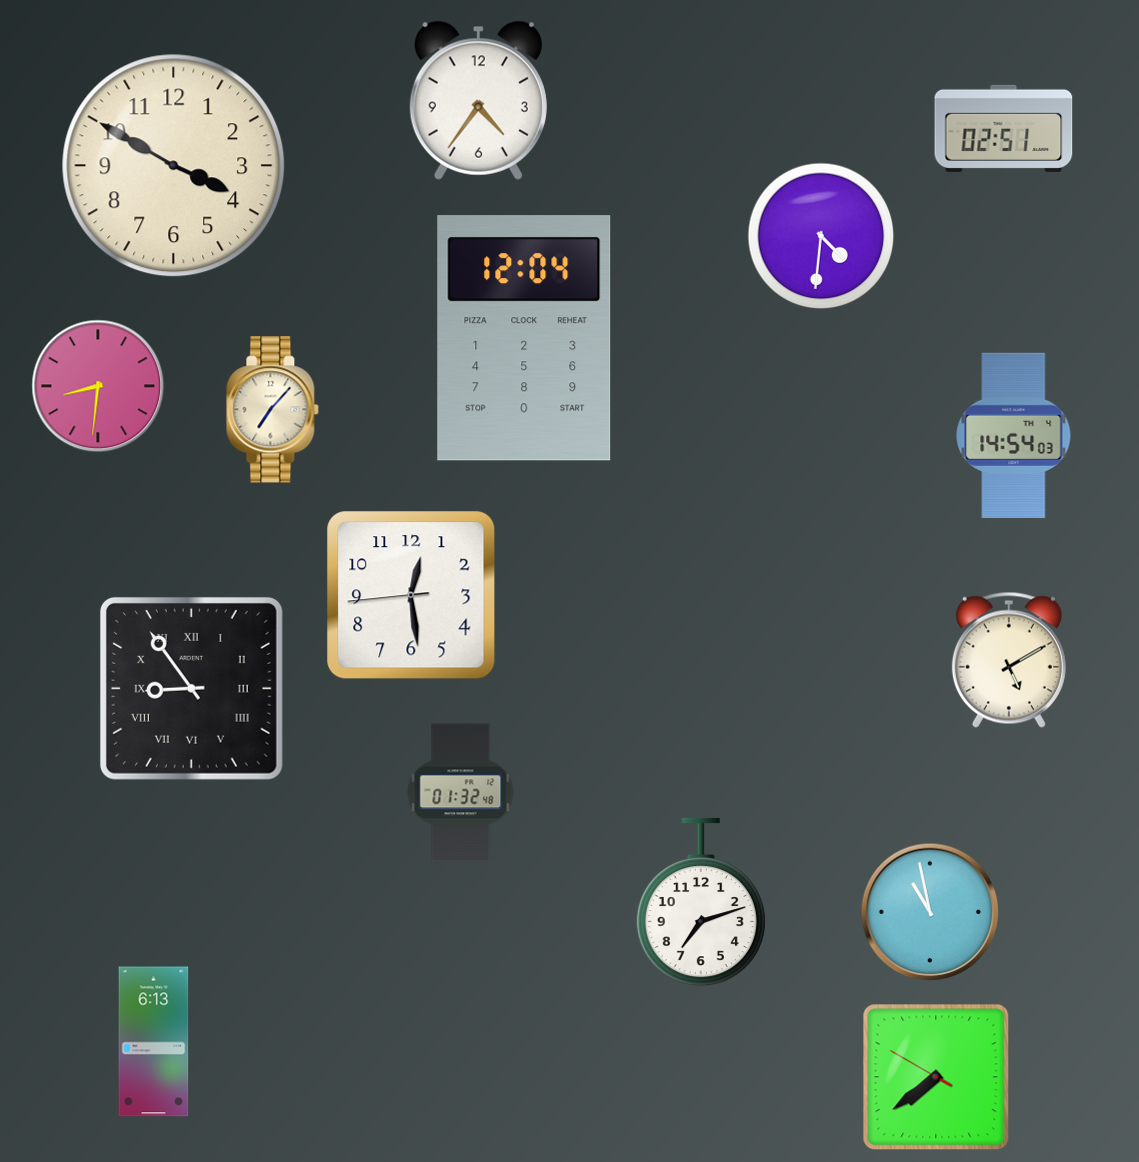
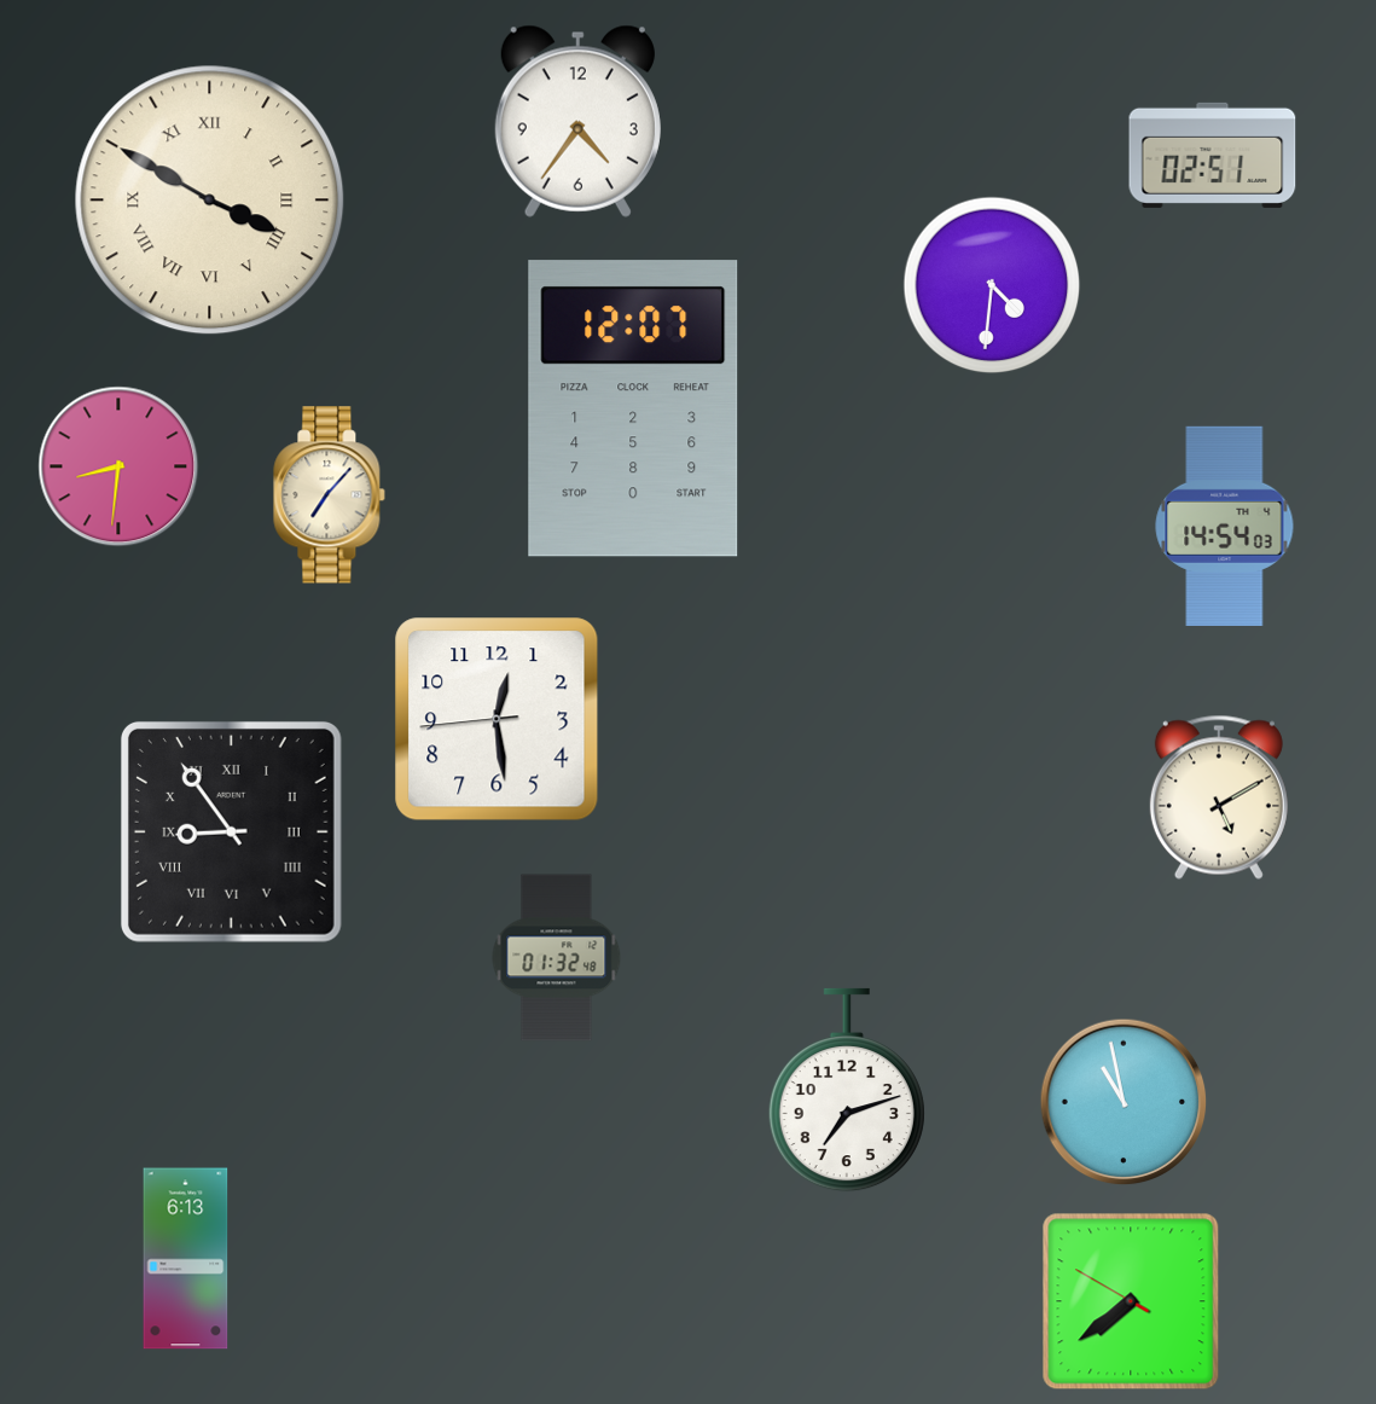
clock at (174, 166) numerals: Arabic -> Roman
clock at (524, 338): 12:04 -> 12:07
